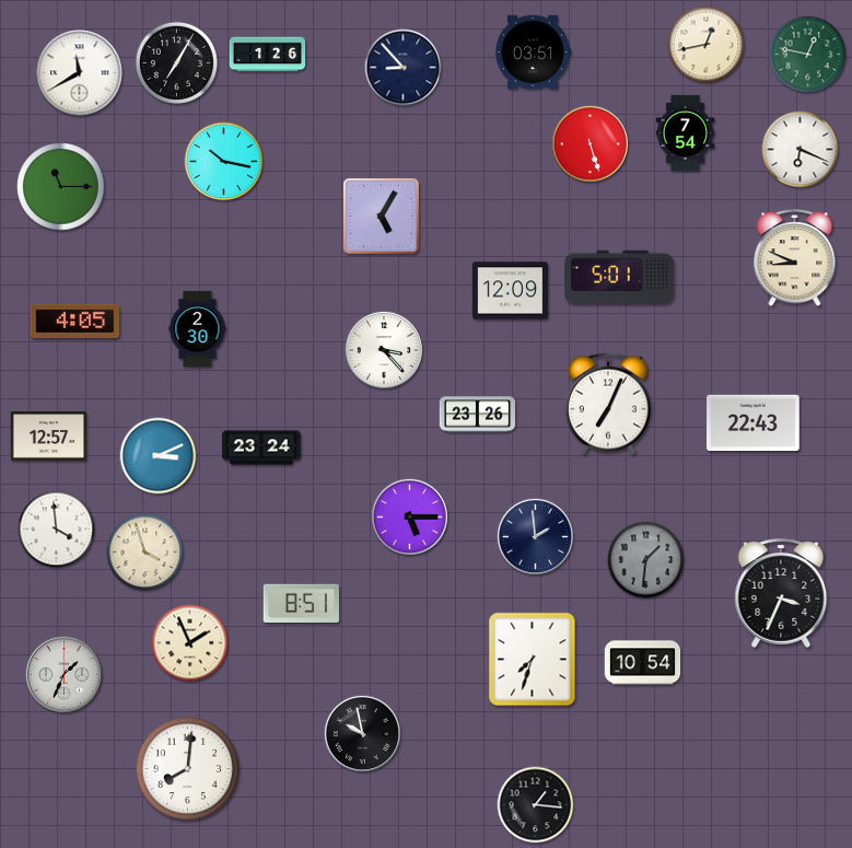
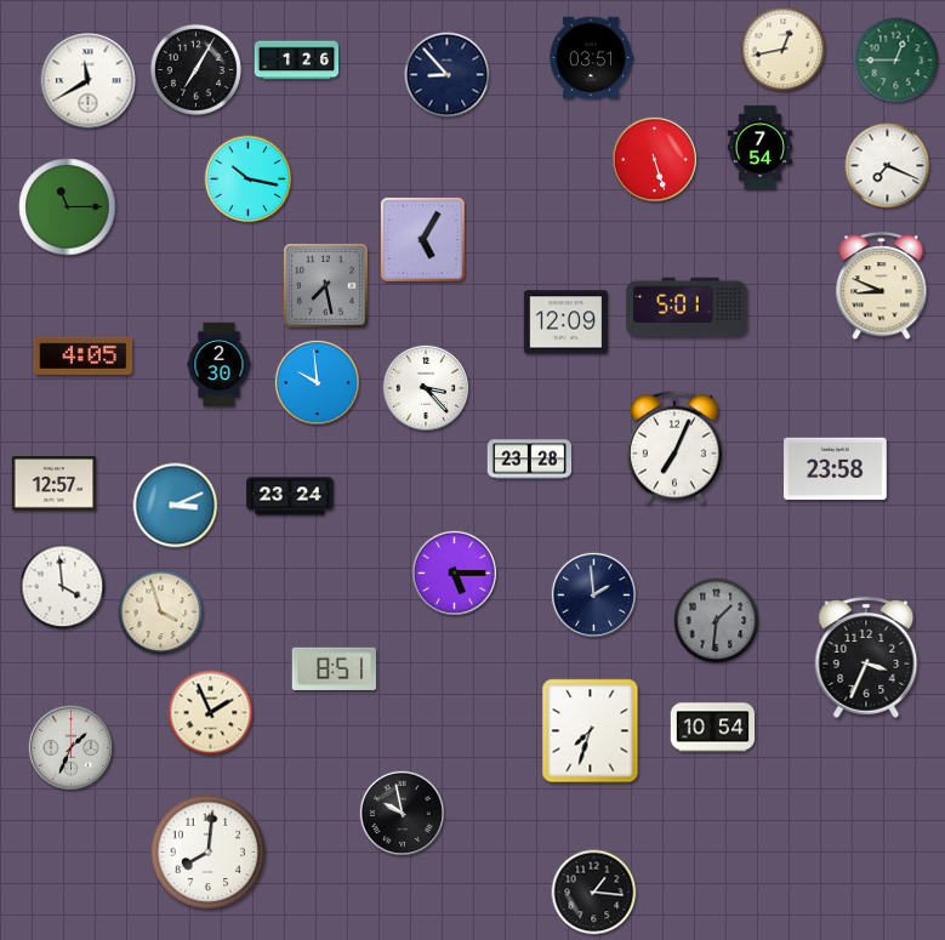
clock at (808, 55): 12:47 -> 12:45
clock at (801, 150): 6:19 -> 7:19
clock at (326, 286): none -> 7:28
clock at (317, 382): none -> 9:59
clock at (478, 415): 23:26 -> 23:28
clock at (754, 422): 22:43 -> 23:58
clock at (643, 663) position: (643, 663) -> (713, 728)
